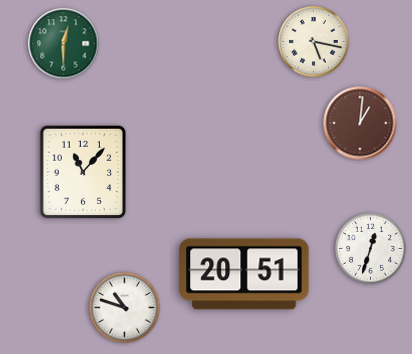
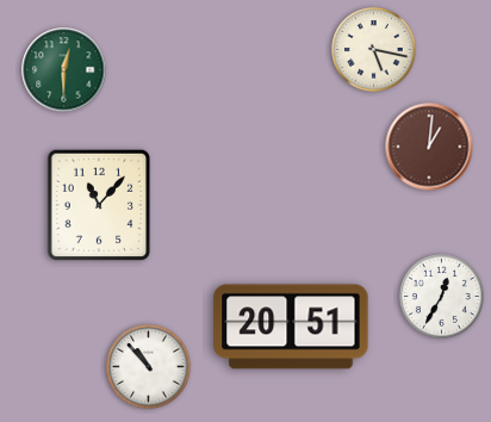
clock at (64, 44) position: (64, 44) -> (64, 70)
clock at (371, 249): 12:33 -> 12:35
clock at (125, 308): 10:48 -> 10:53
